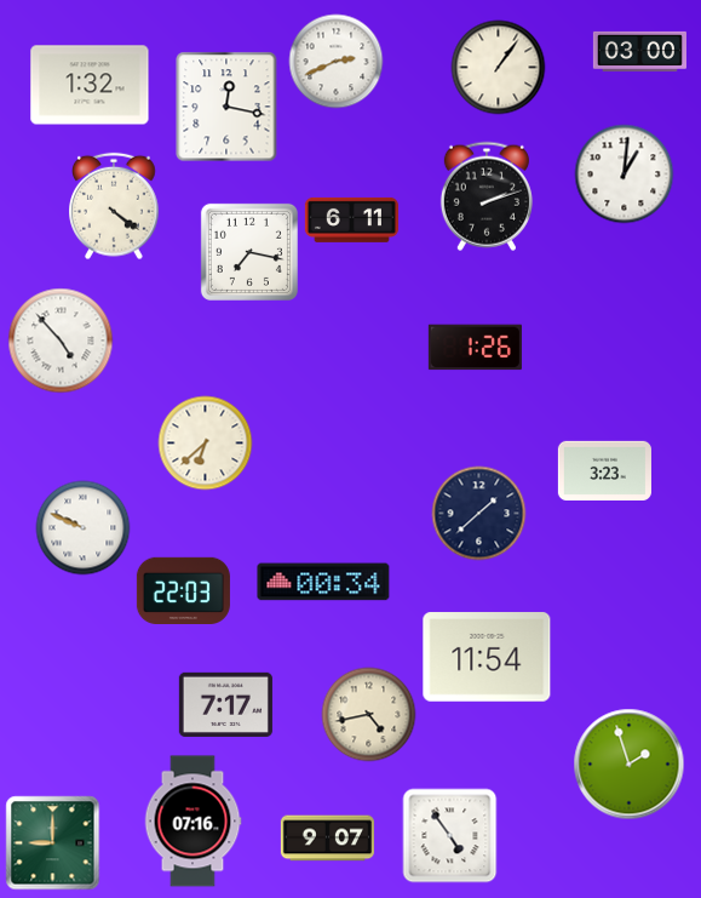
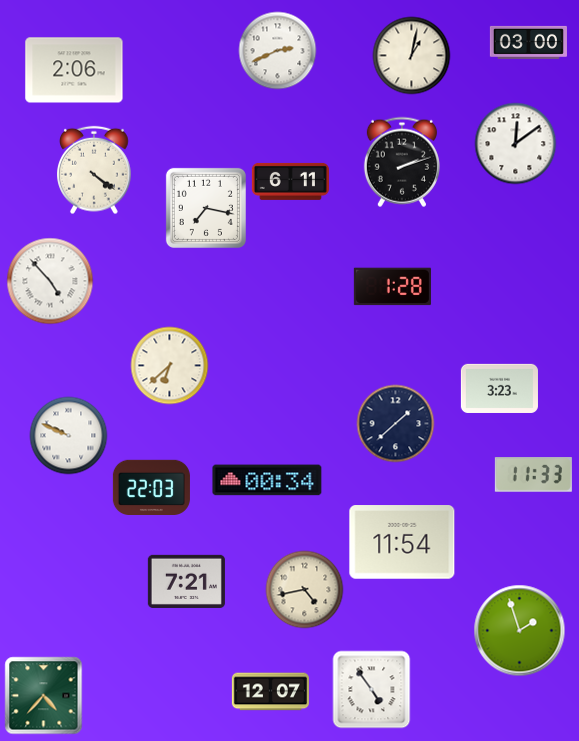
clock at (498, 67): 1:06 -> 1:02
clock at (90, 85): 1:32 -> 2:06
clock at (226, 107): 12:17 -> none
clock at (624, 173): 1:01 -> 12:09
clock at (475, 348): 1:26 -> 1:28
clock at (533, 475): none -> 11:33
clock at (225, 704): 7:17 -> 7:21
clock at (193, 822): 07:16 -> none
clock at (327, 839): 9:07 -> 12:07
clock at (52, 842): 9:00 -> 4:37
